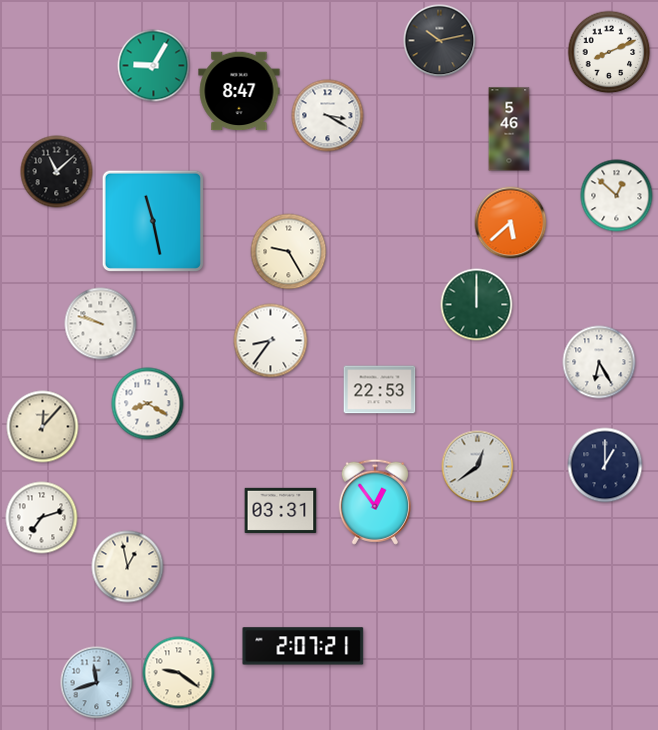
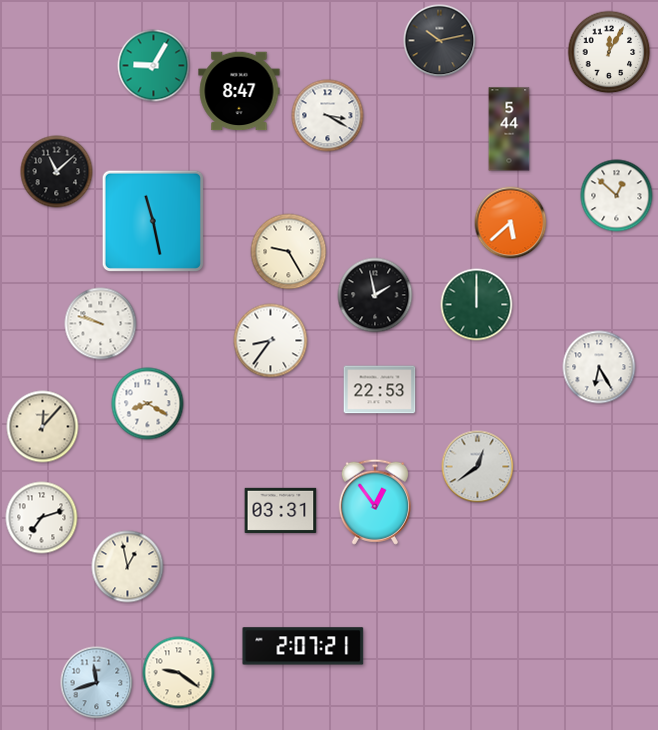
clock at (609, 52): 8:11 -> 12:05
clock at (509, 129): 5:46 -> 5:44
clock at (375, 295): none -> 1:58
clock at (599, 362) position: (599, 362) -> (599, 367)
clock at (605, 465): 1:00 -> none
